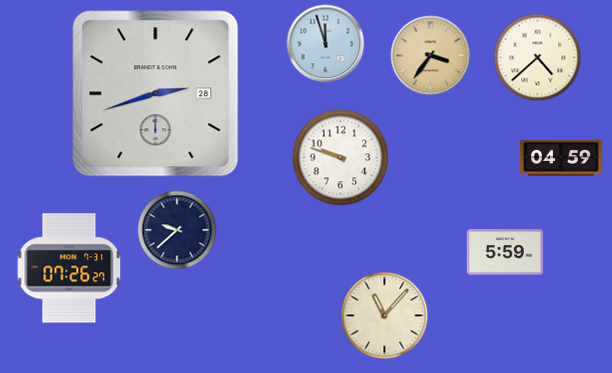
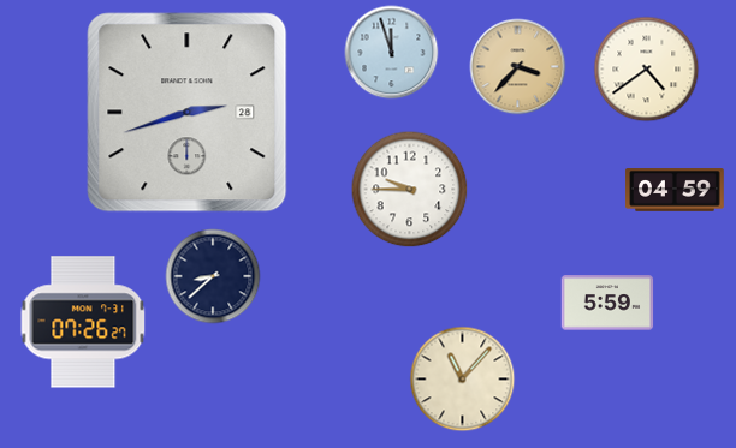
clock at (431, 56): 3:36 -> 3:37
clock at (538, 58): 4:38 -> 4:39
clock at (341, 158): 9:48 -> 9:45
clock at (177, 230): 9:38 -> 8:38
